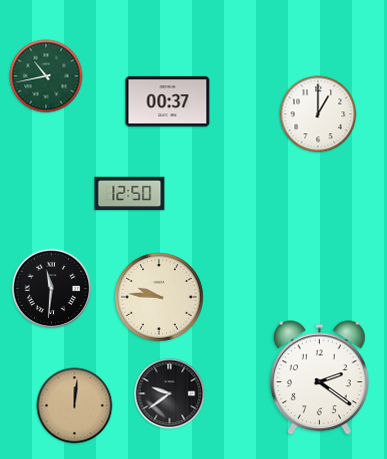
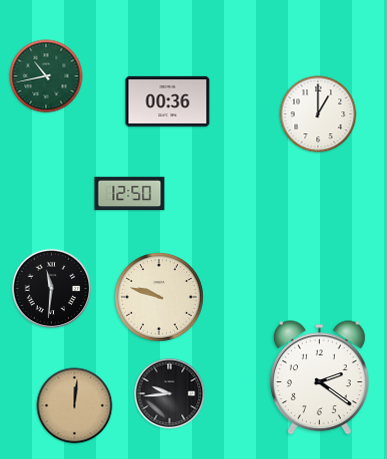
clock at (168, 102): 00:37 -> 00:36
clock at (159, 297): 9:46 -> 9:48
clock at (170, 394): 9:39 -> 9:44
